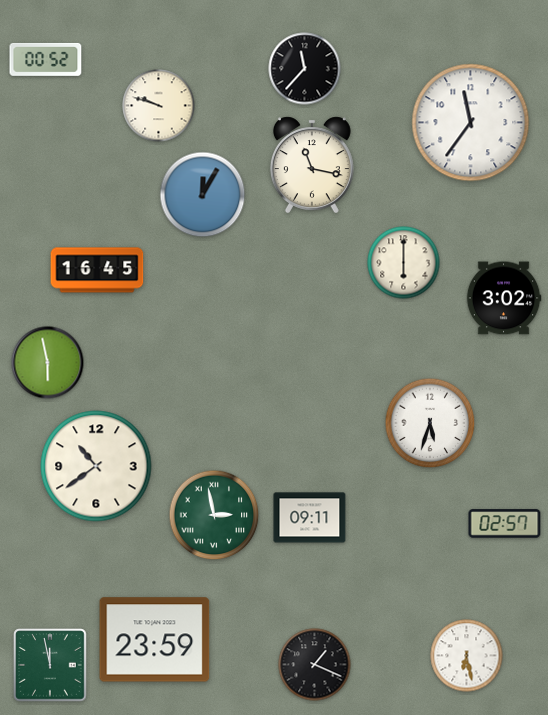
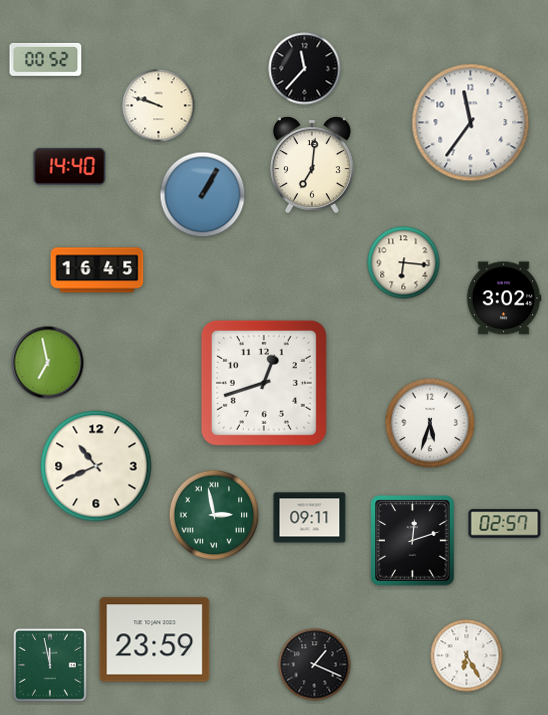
clock at (312, 164): 11:17 -> 7:01
clock at (70, 166): none -> 14:40
clock at (203, 195): 12:05 -> 1:05
clock at (404, 263): 6:00 -> 6:16
clock at (48, 363): 5:58 -> 6:58
clock at (264, 383): none -> 12:42
clock at (96, 466): 10:39 -> 10:41
clock at (413, 541): none -> 12:12
clock at (467, 656): 6:28 -> 6:25
